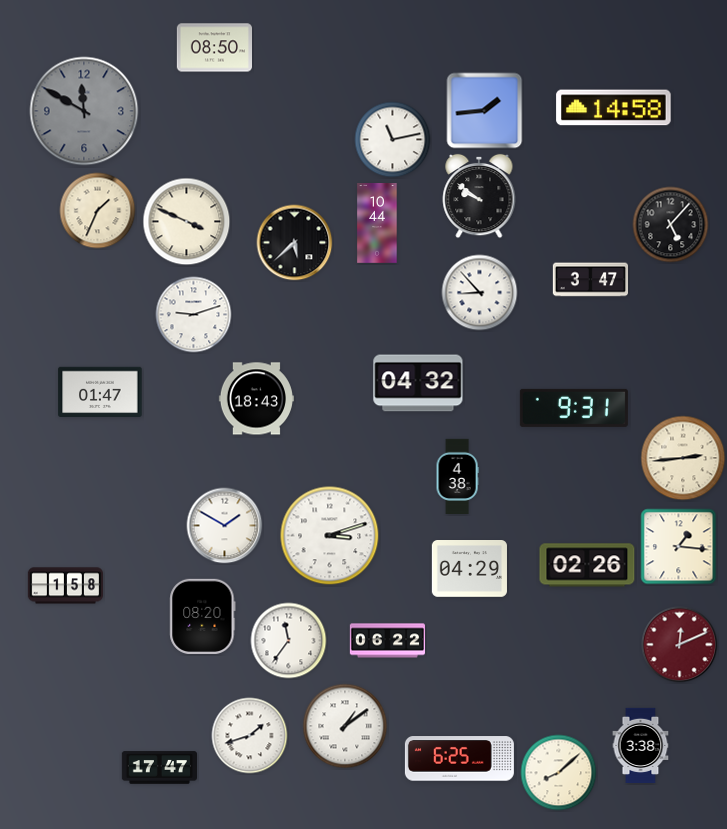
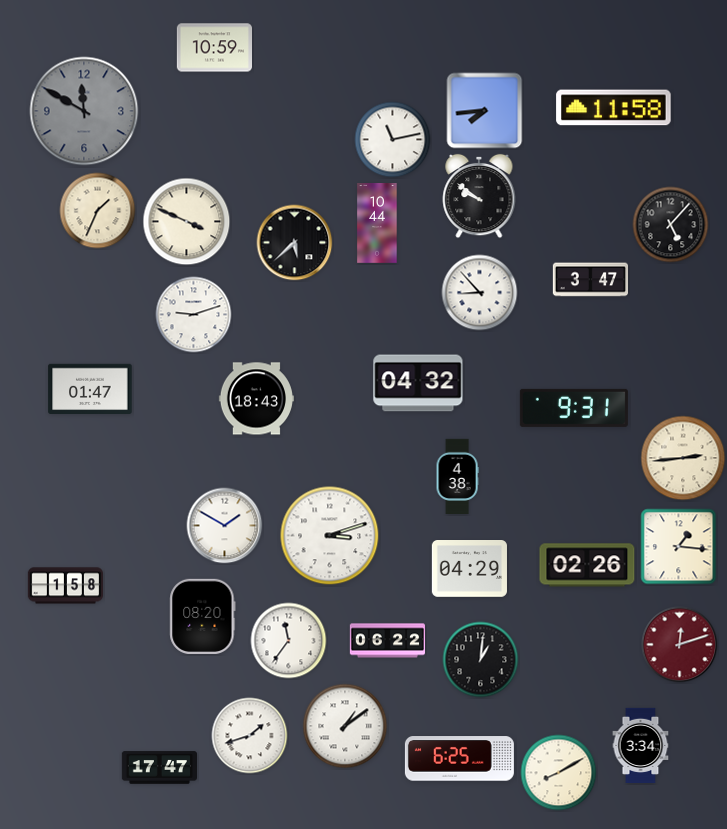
clock at (214, 48): 08:50 -> 10:59
clock at (614, 108): 14:58 -> 11:58
clock at (485, 111): 1:44 -> 7:44
clock at (100, 391) position: (100, 391) -> (90, 388)
clock at (680, 645): 12:11 -> 12:12
clock at (481, 660): none -> 1:01
clock at (641, 745): 3:38 -> 3:34
clock at (559, 773): 8:08 -> 8:10
